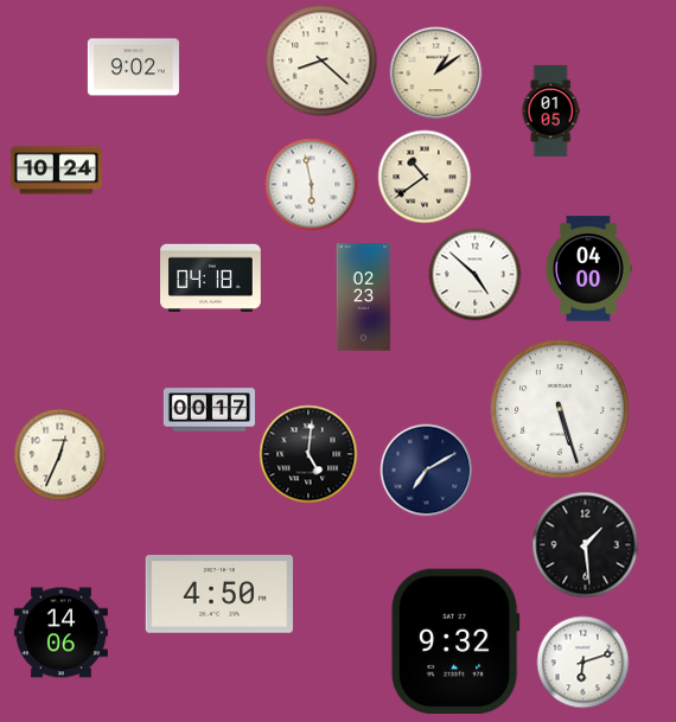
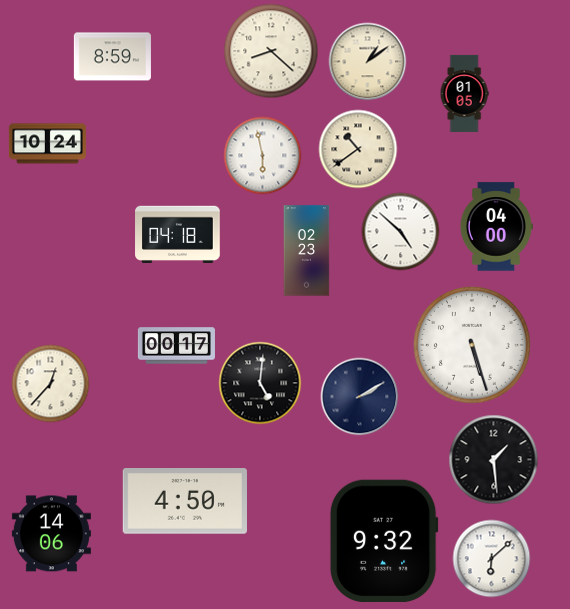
clock at (133, 68): 9:02 -> 8:59
clock at (59, 454): 12:34 -> 12:37
clock at (426, 469): 7:10 -> 2:10
clock at (582, 662): 6:12 -> 6:08
